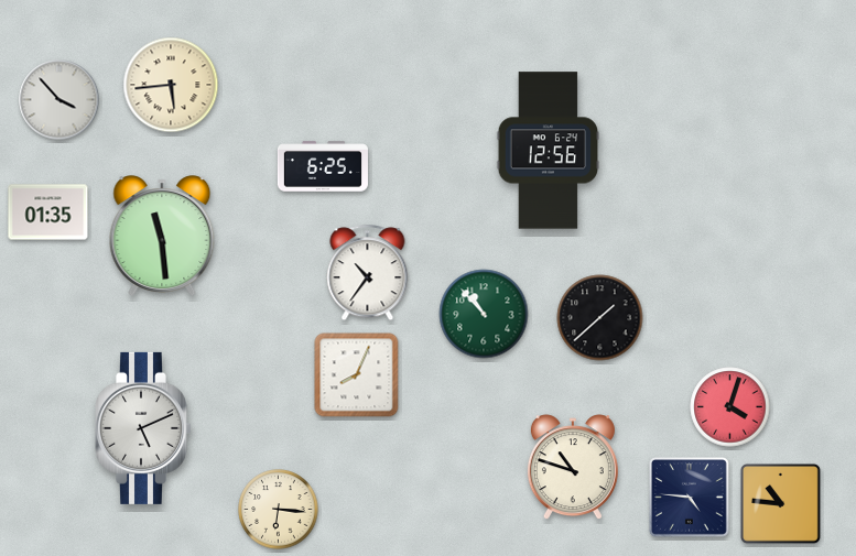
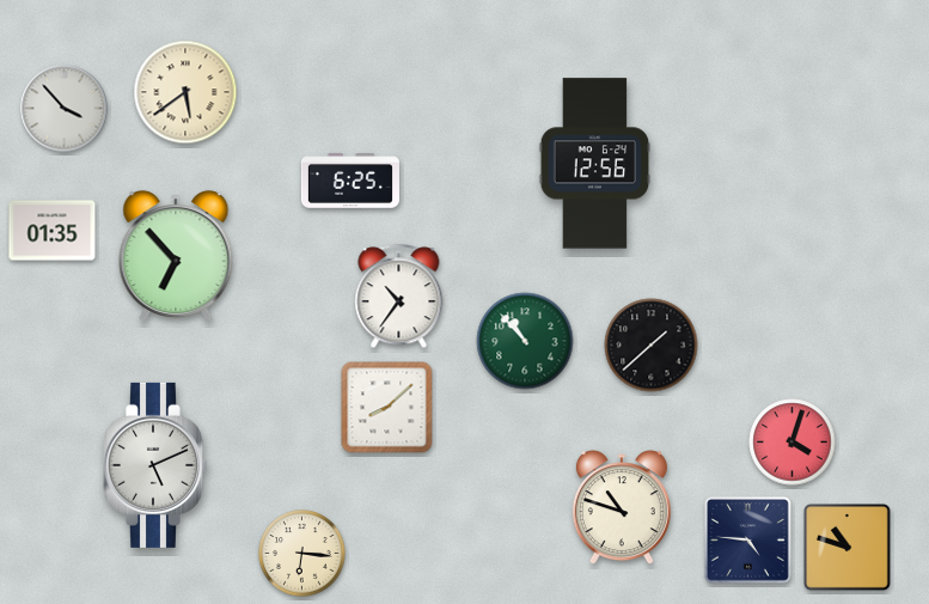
clock at (171, 85): 5:44 -> 5:39
clock at (162, 236): 11:29 -> 6:53
clock at (357, 375): 8:04 -> 8:08
clock at (781, 504): 10:46 -> 10:48
